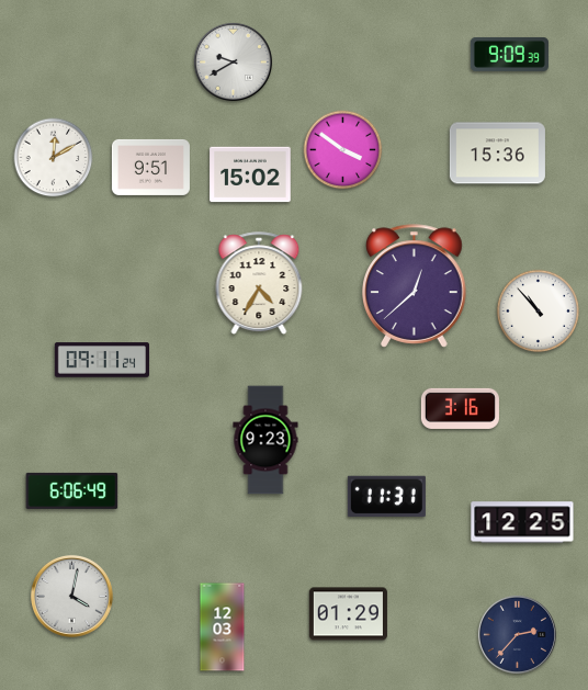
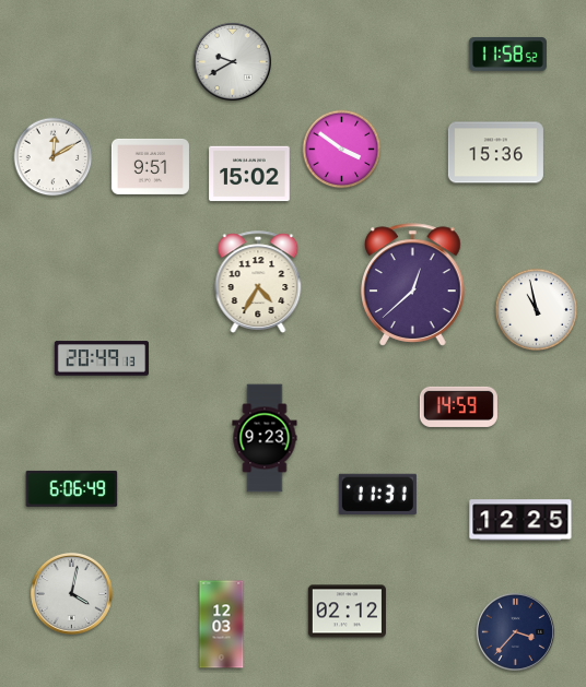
clock at (509, 54): 9:09 -> 11:58
clock at (539, 312): 10:53 -> 10:58
clock at (101, 360): 09:11 -> 20:49
clock at (460, 408): 3:16 -> 14:59
clock at (386, 496) position: (386, 496) -> (377, 494)
clock at (348, 614): 01:29 -> 02:12
clock at (517, 634): 2:37 -> 3:37
